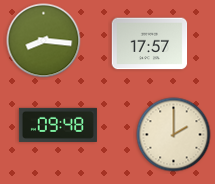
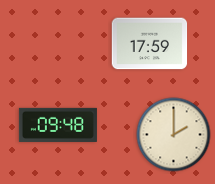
clock at (44, 41): 8:16 -> none
clock at (150, 44): 17:57 -> 17:59
